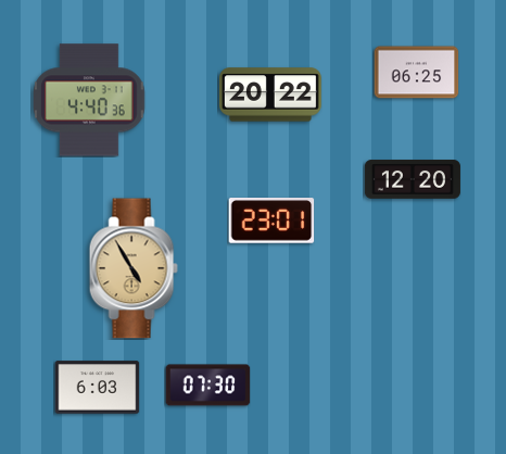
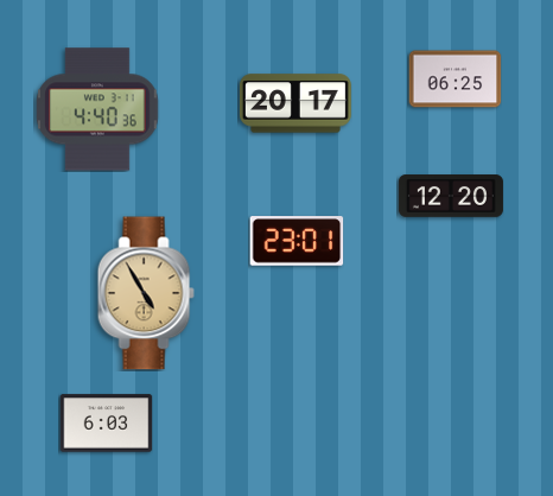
clock at (270, 94): 20:22 -> 20:17
clock at (207, 386): 07:30 -> none
